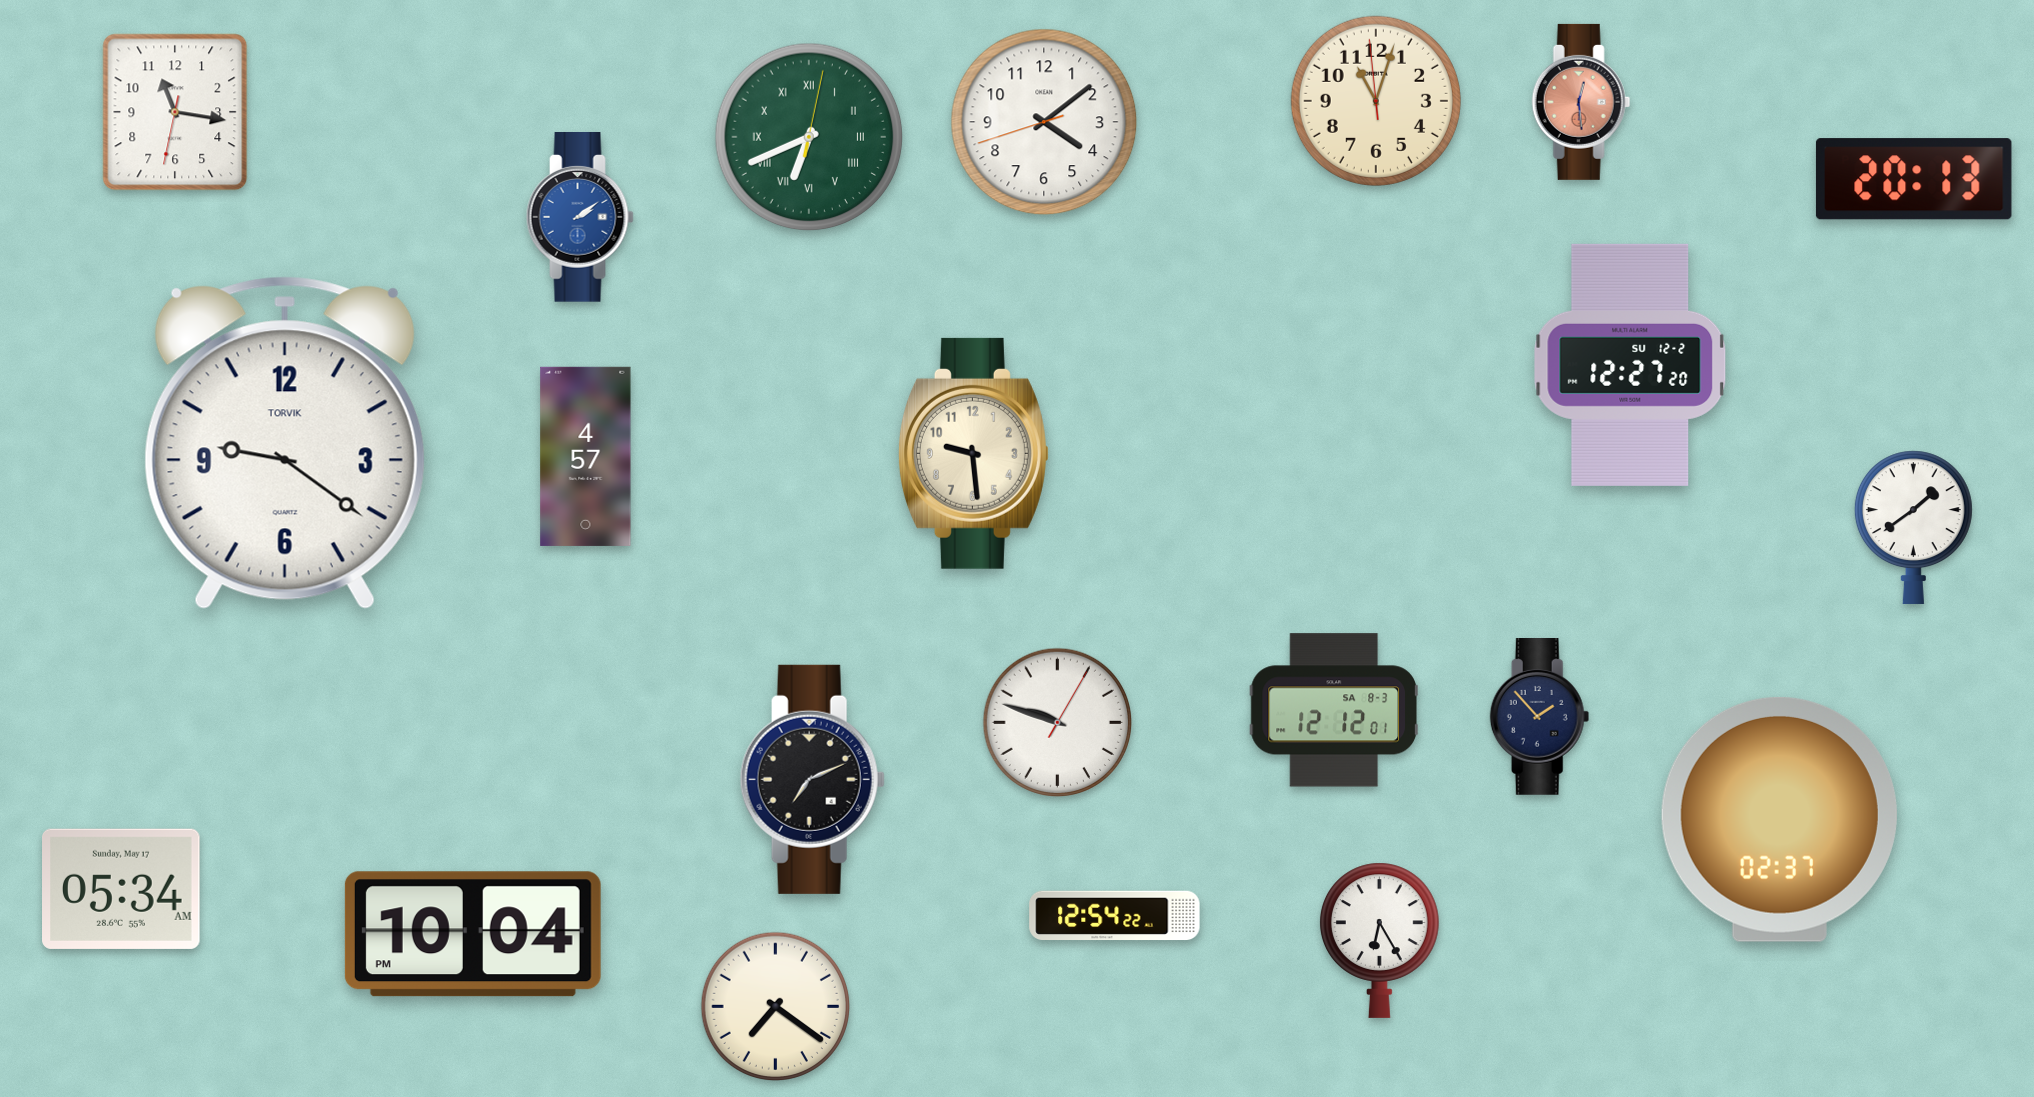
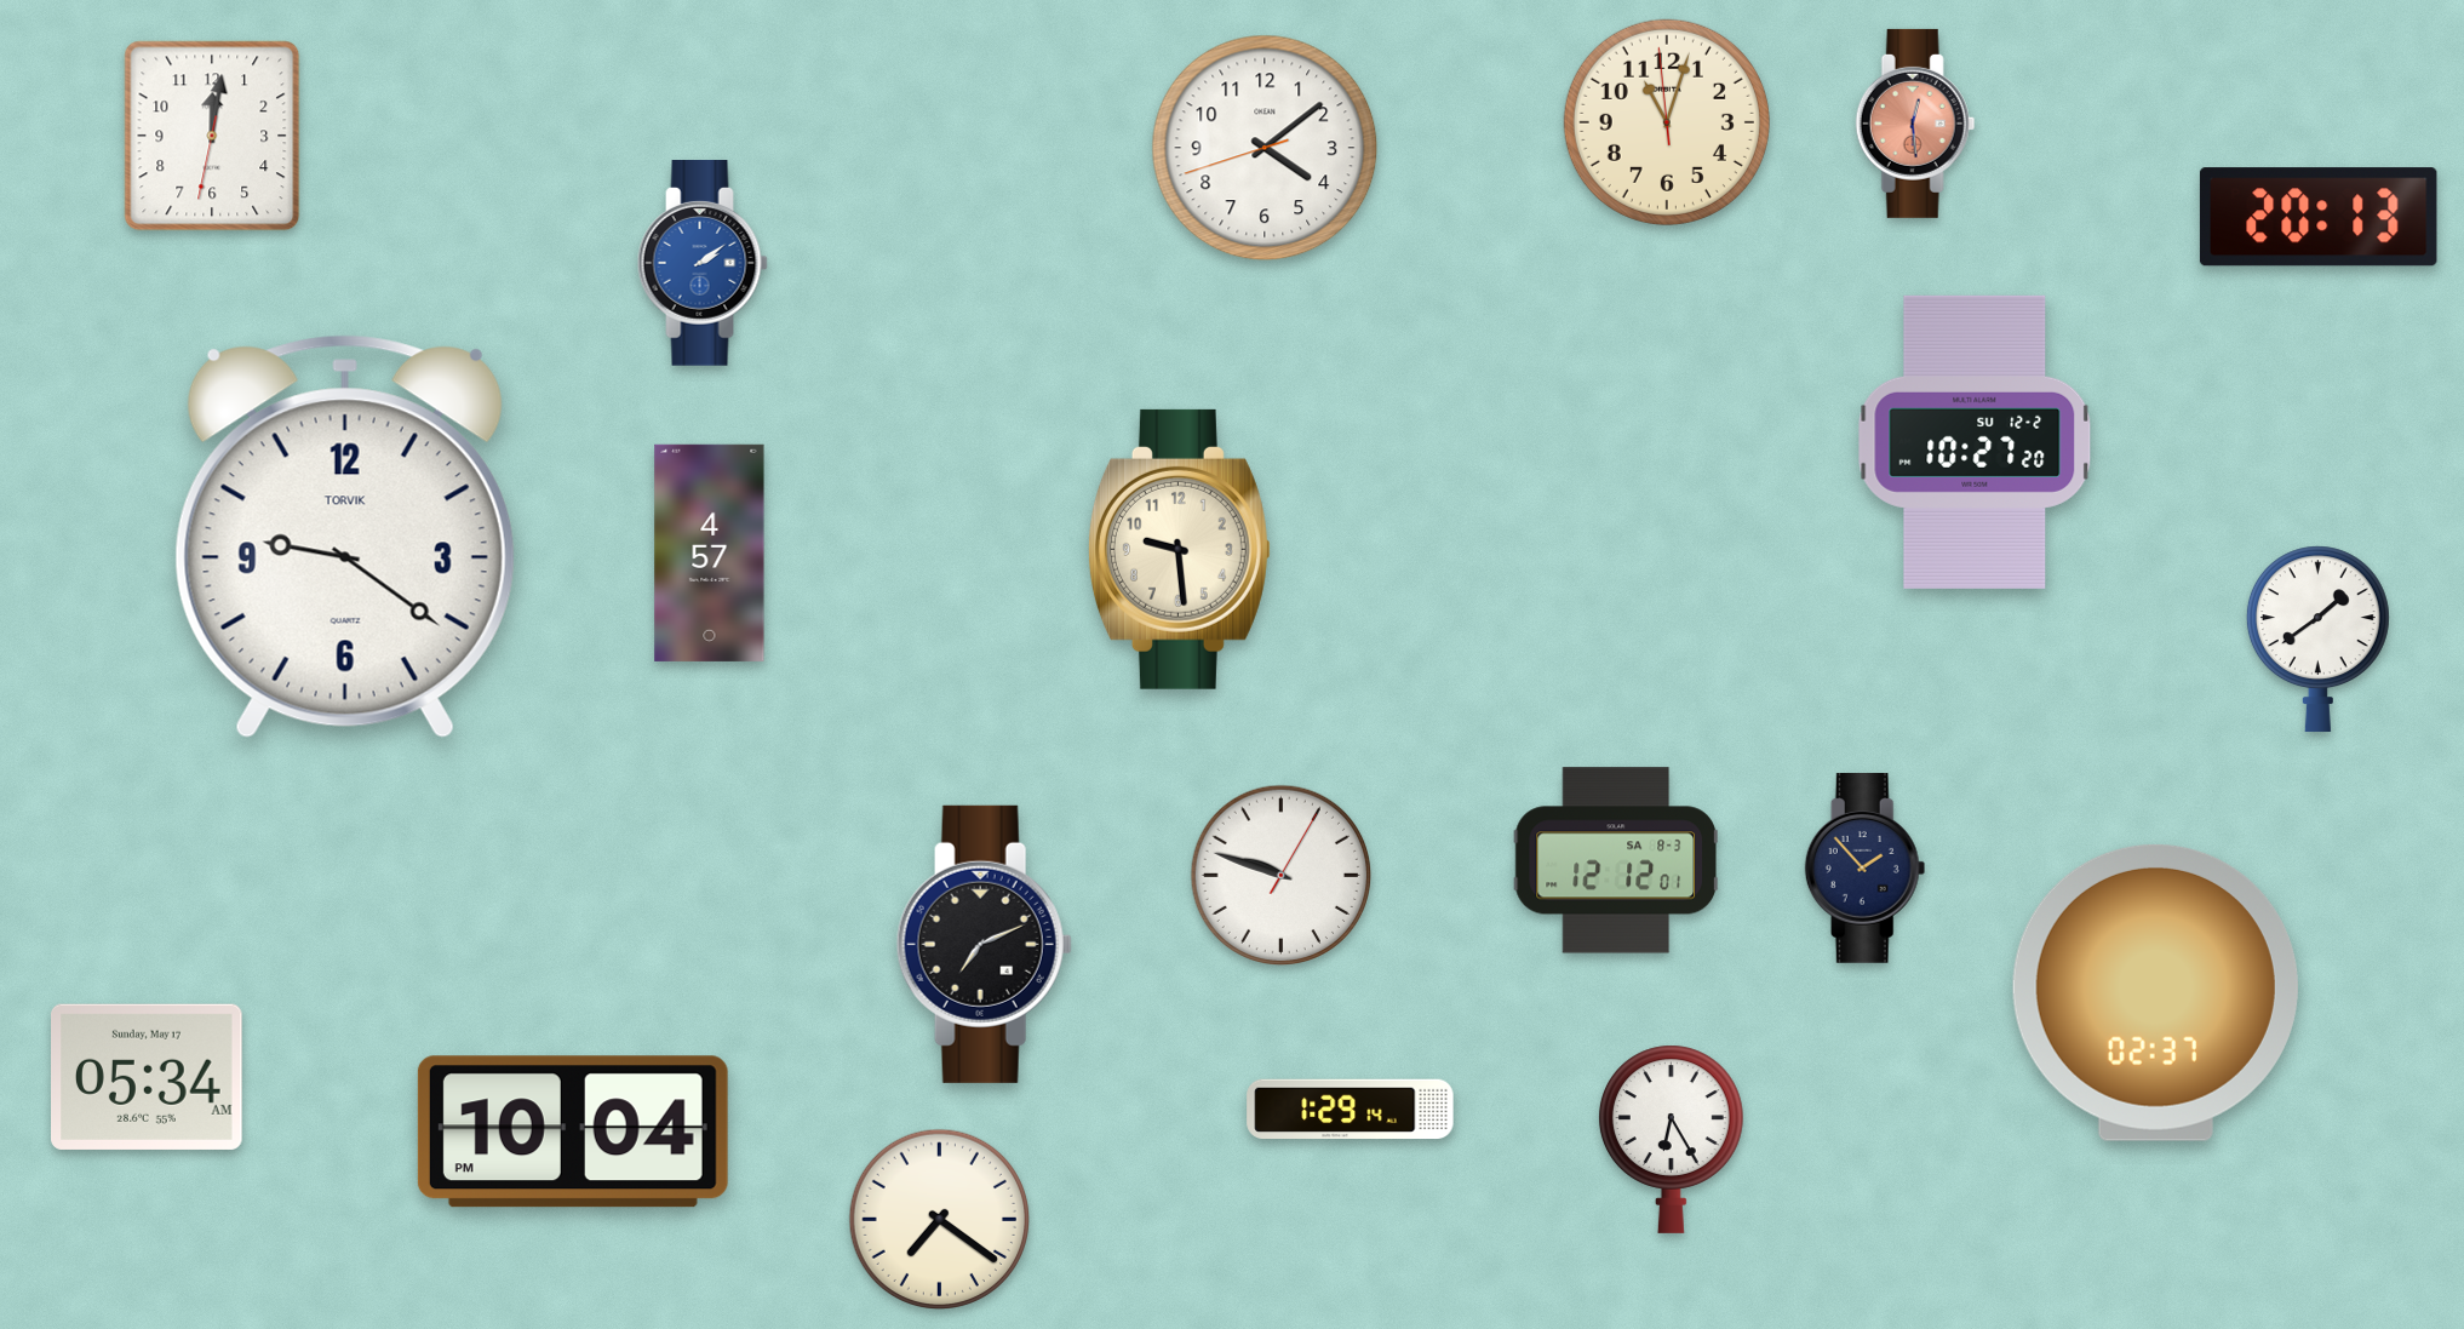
clock at (175, 112): 11:16 -> 12:01
clock at (809, 137): 6:41 -> none
clock at (1630, 365): 12:27 -> 10:27
clock at (1115, 916): 12:54 -> 1:29
